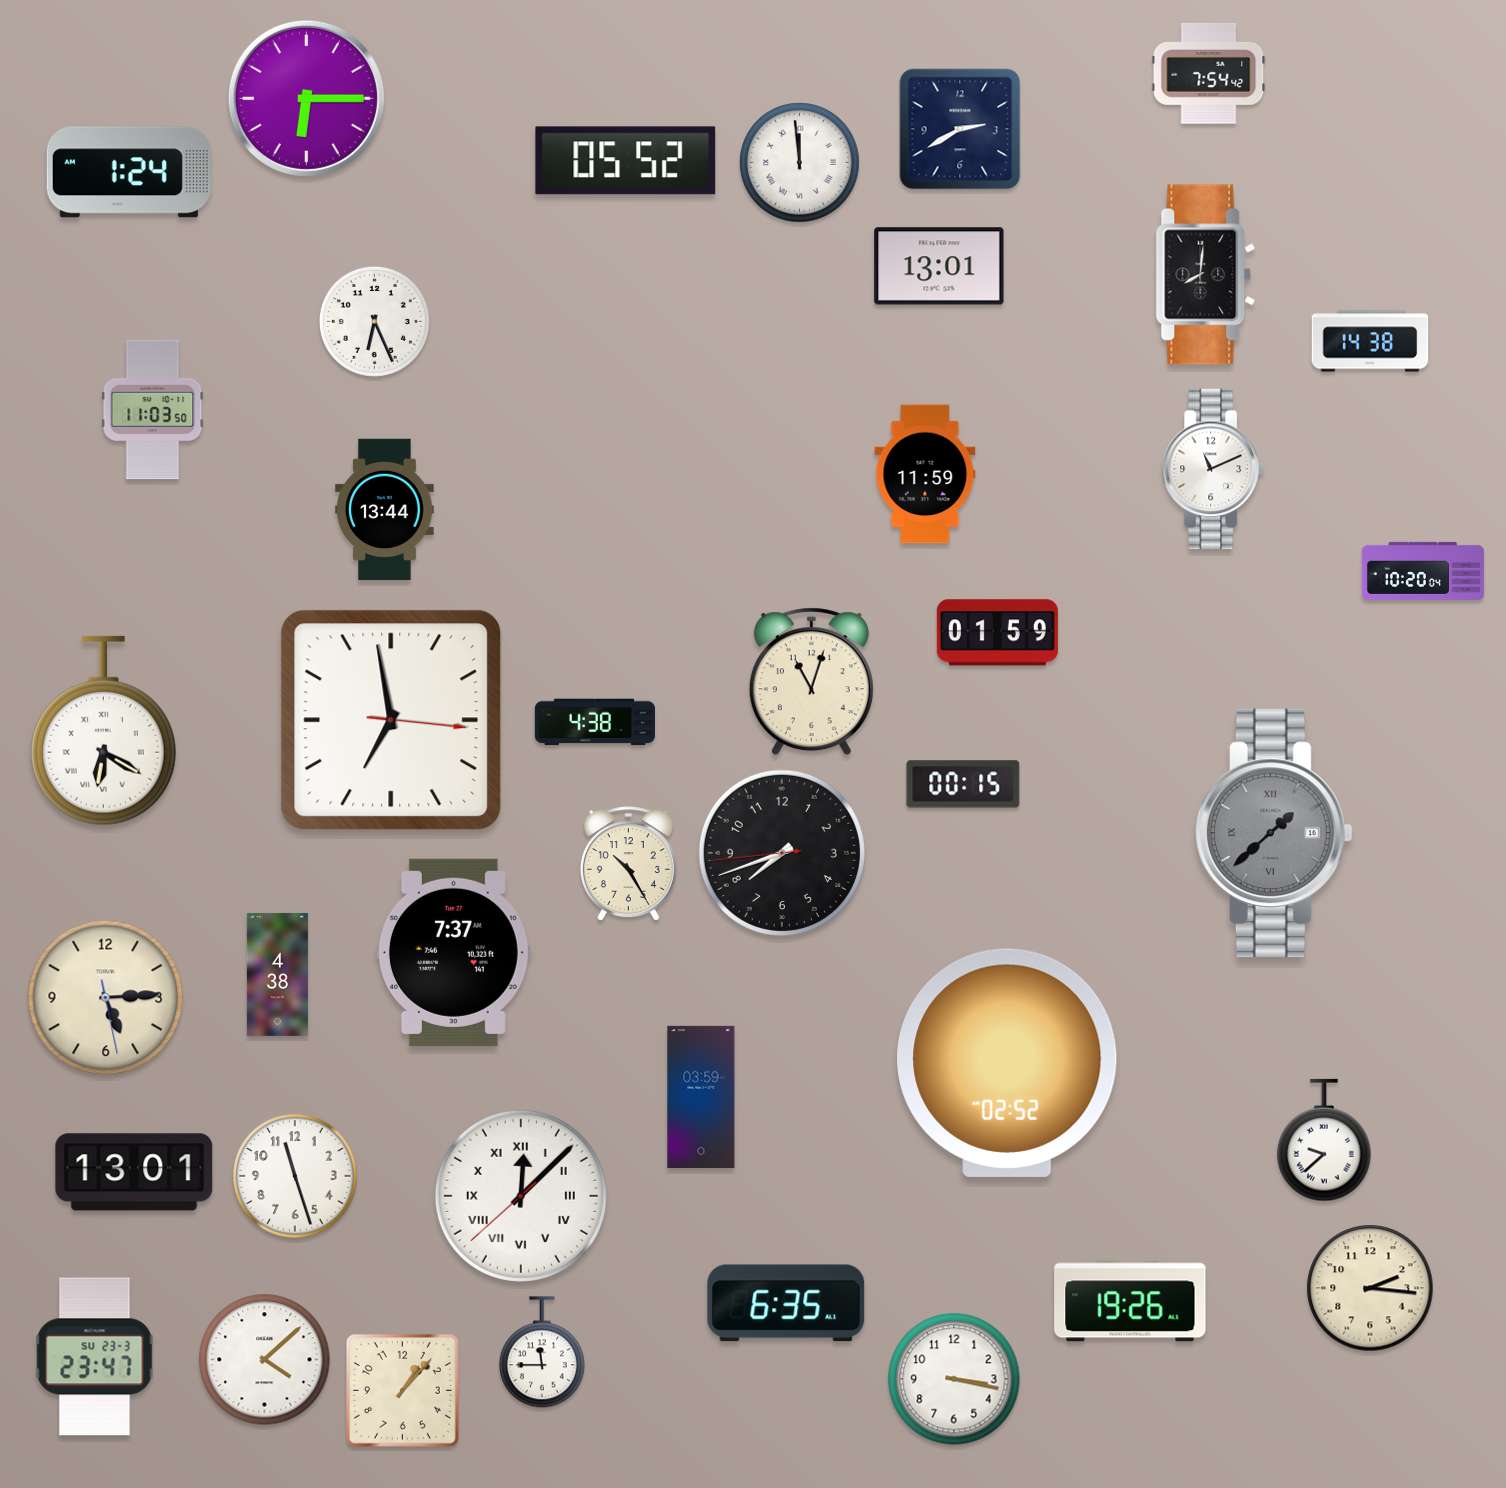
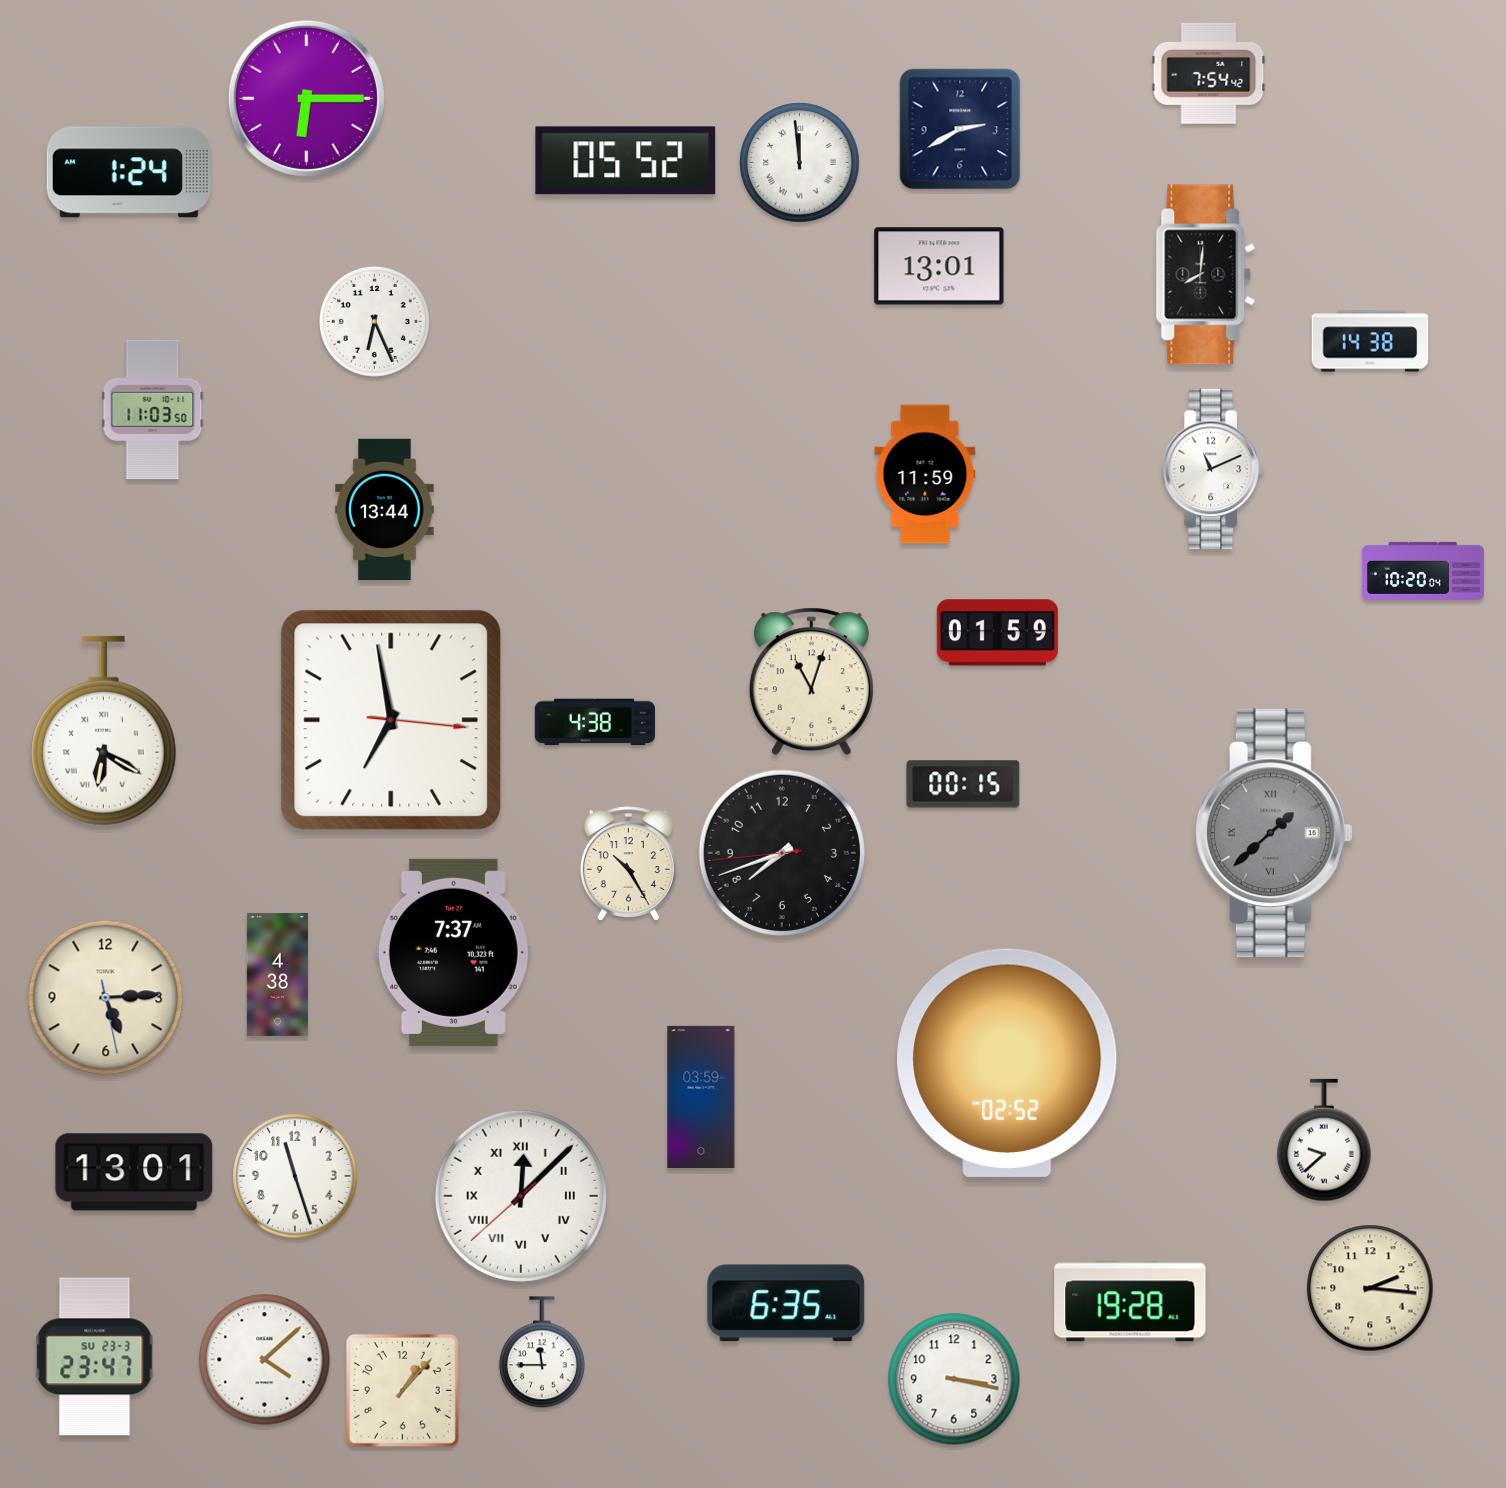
clock at (1130, 1300): 19:26 -> 19:28
